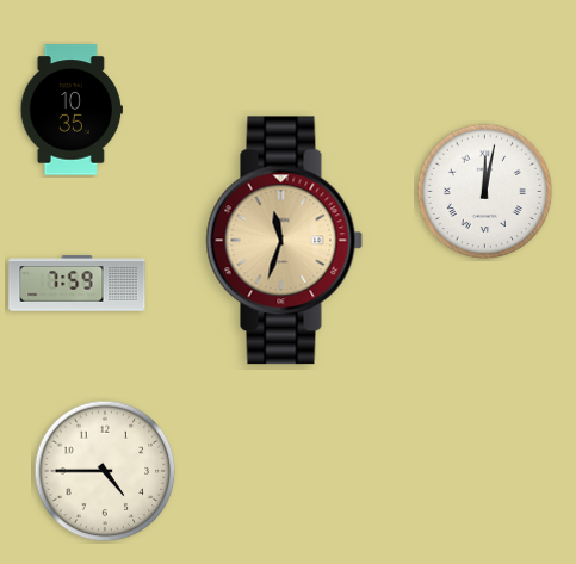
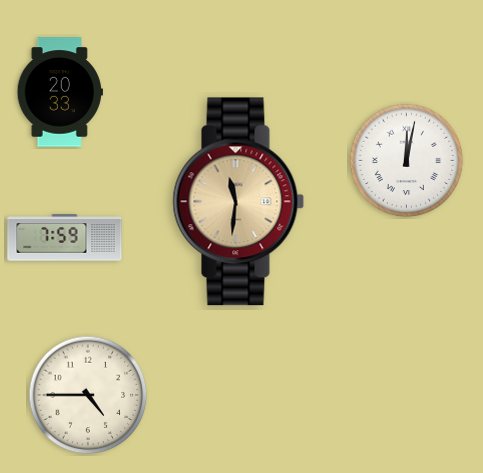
clock at (72, 110): 10:35 -> 20:33
clock at (285, 241): 11:33 -> 11:31
